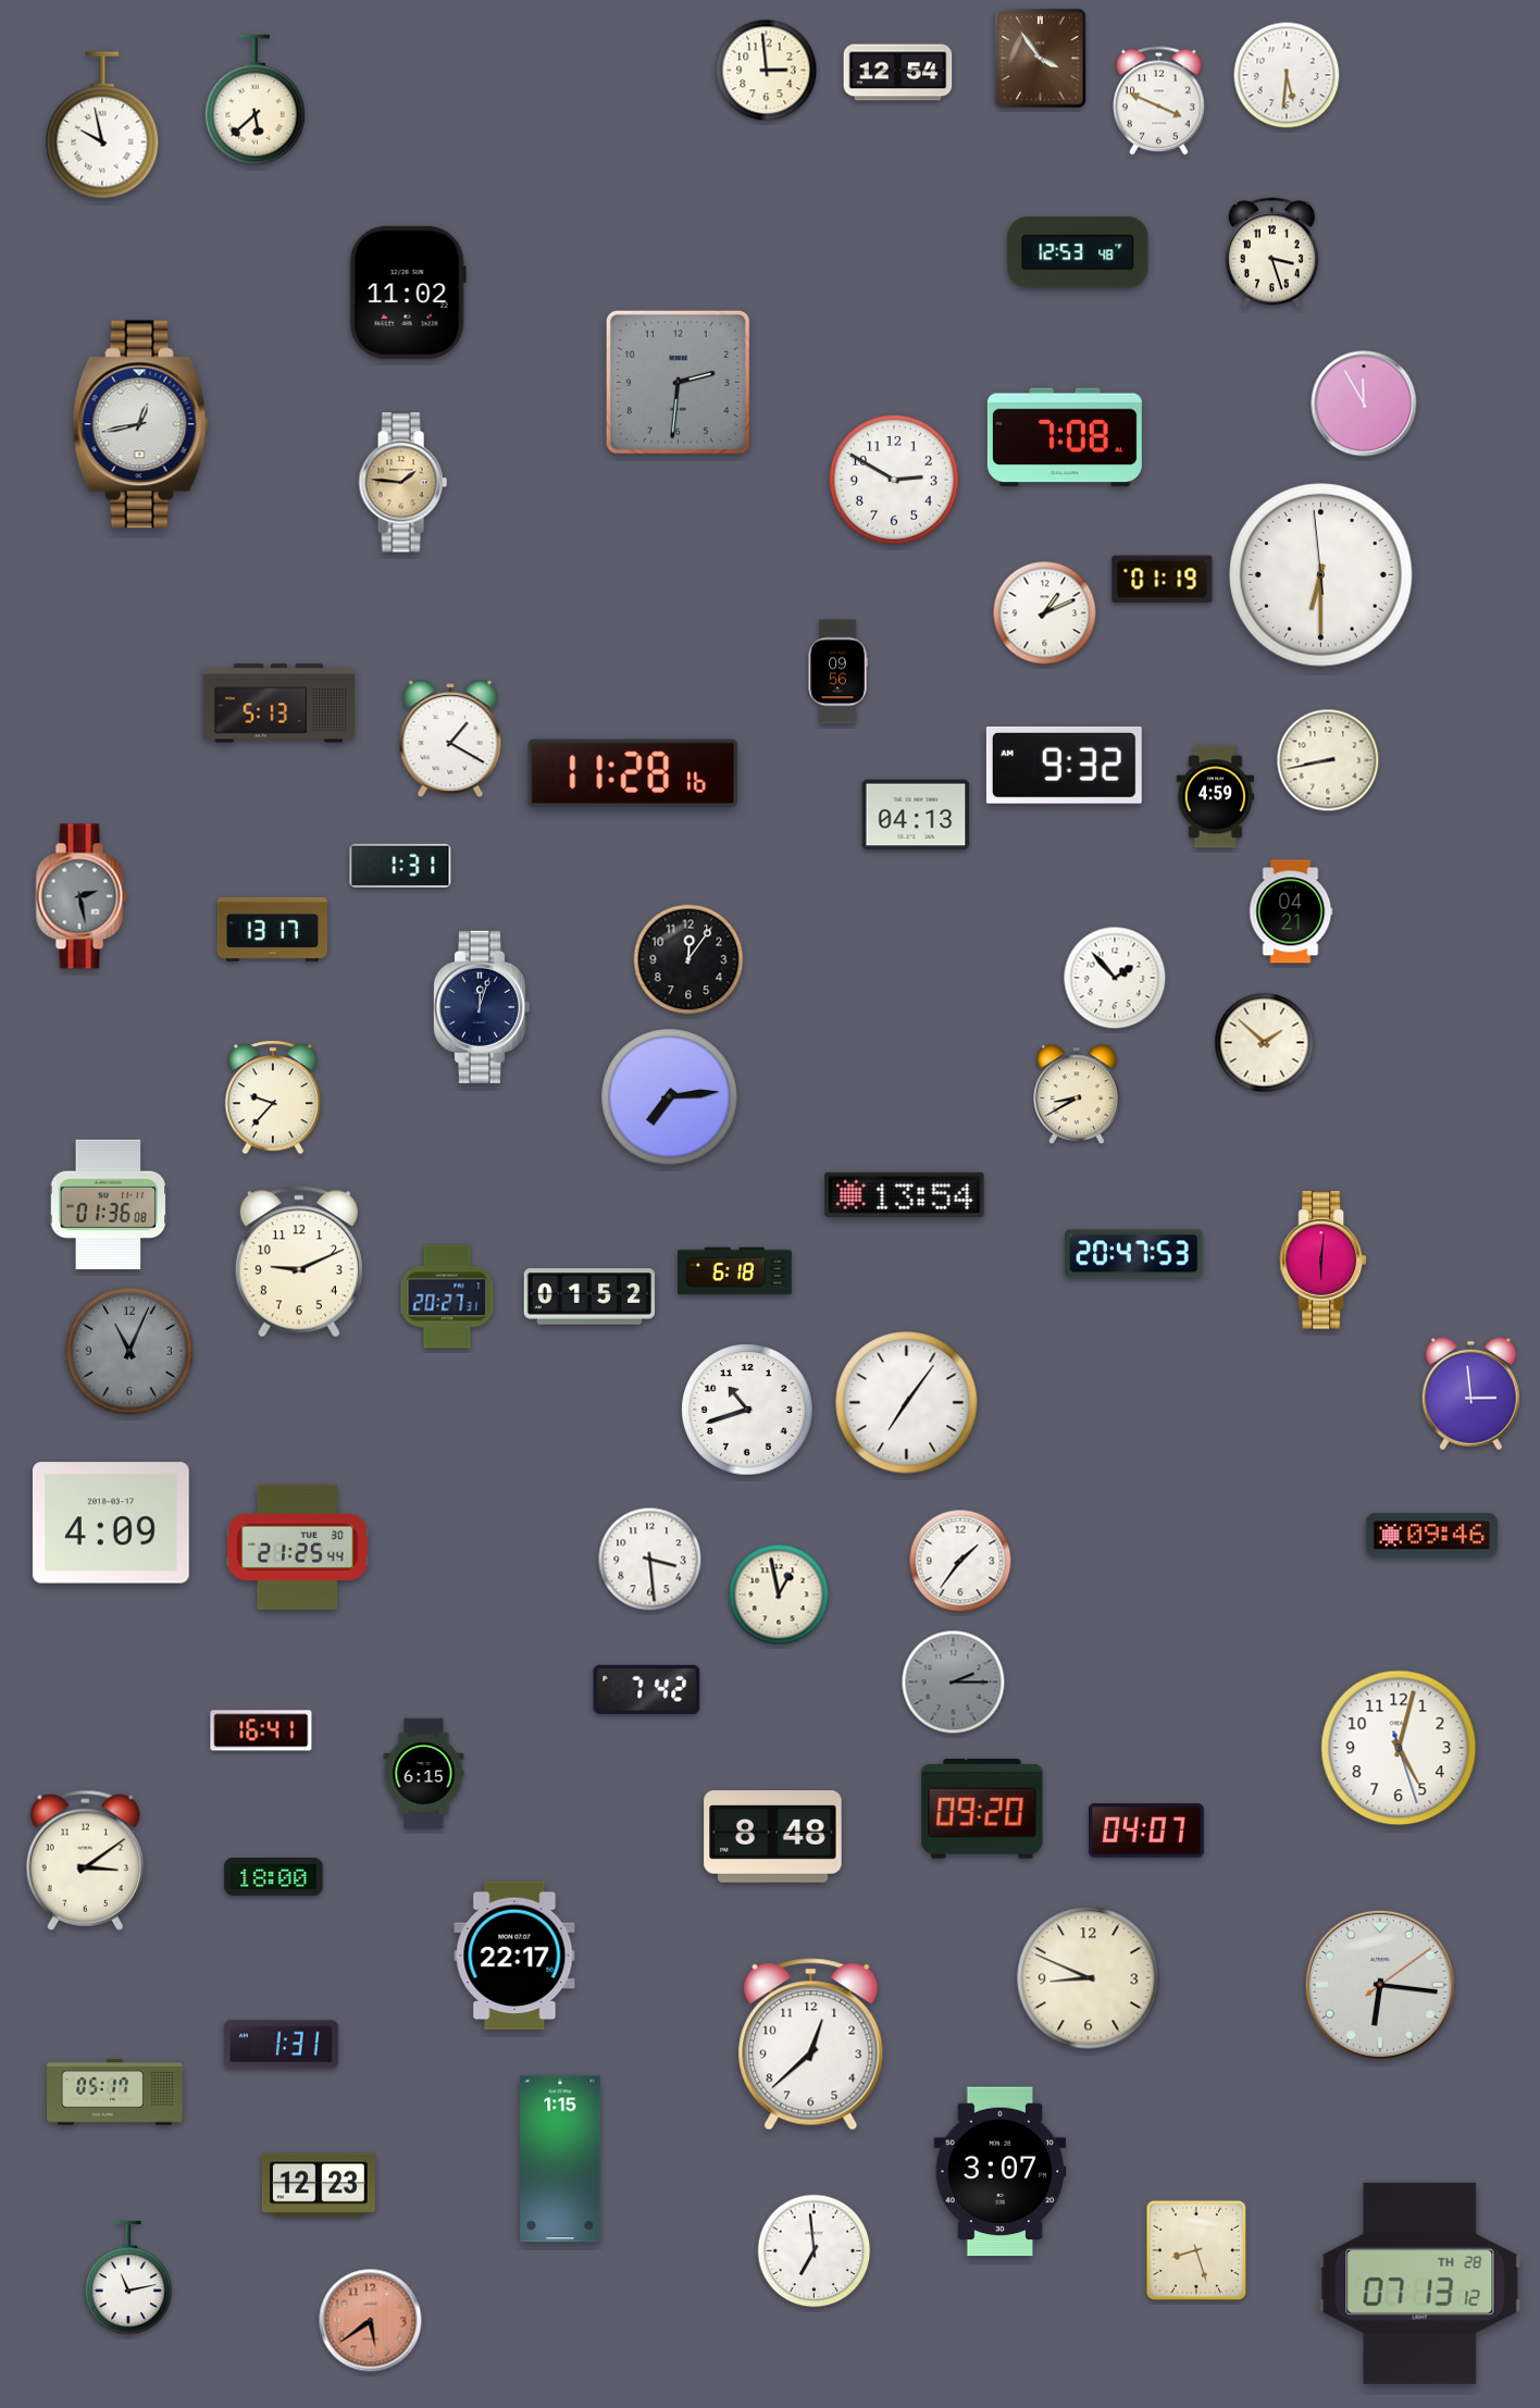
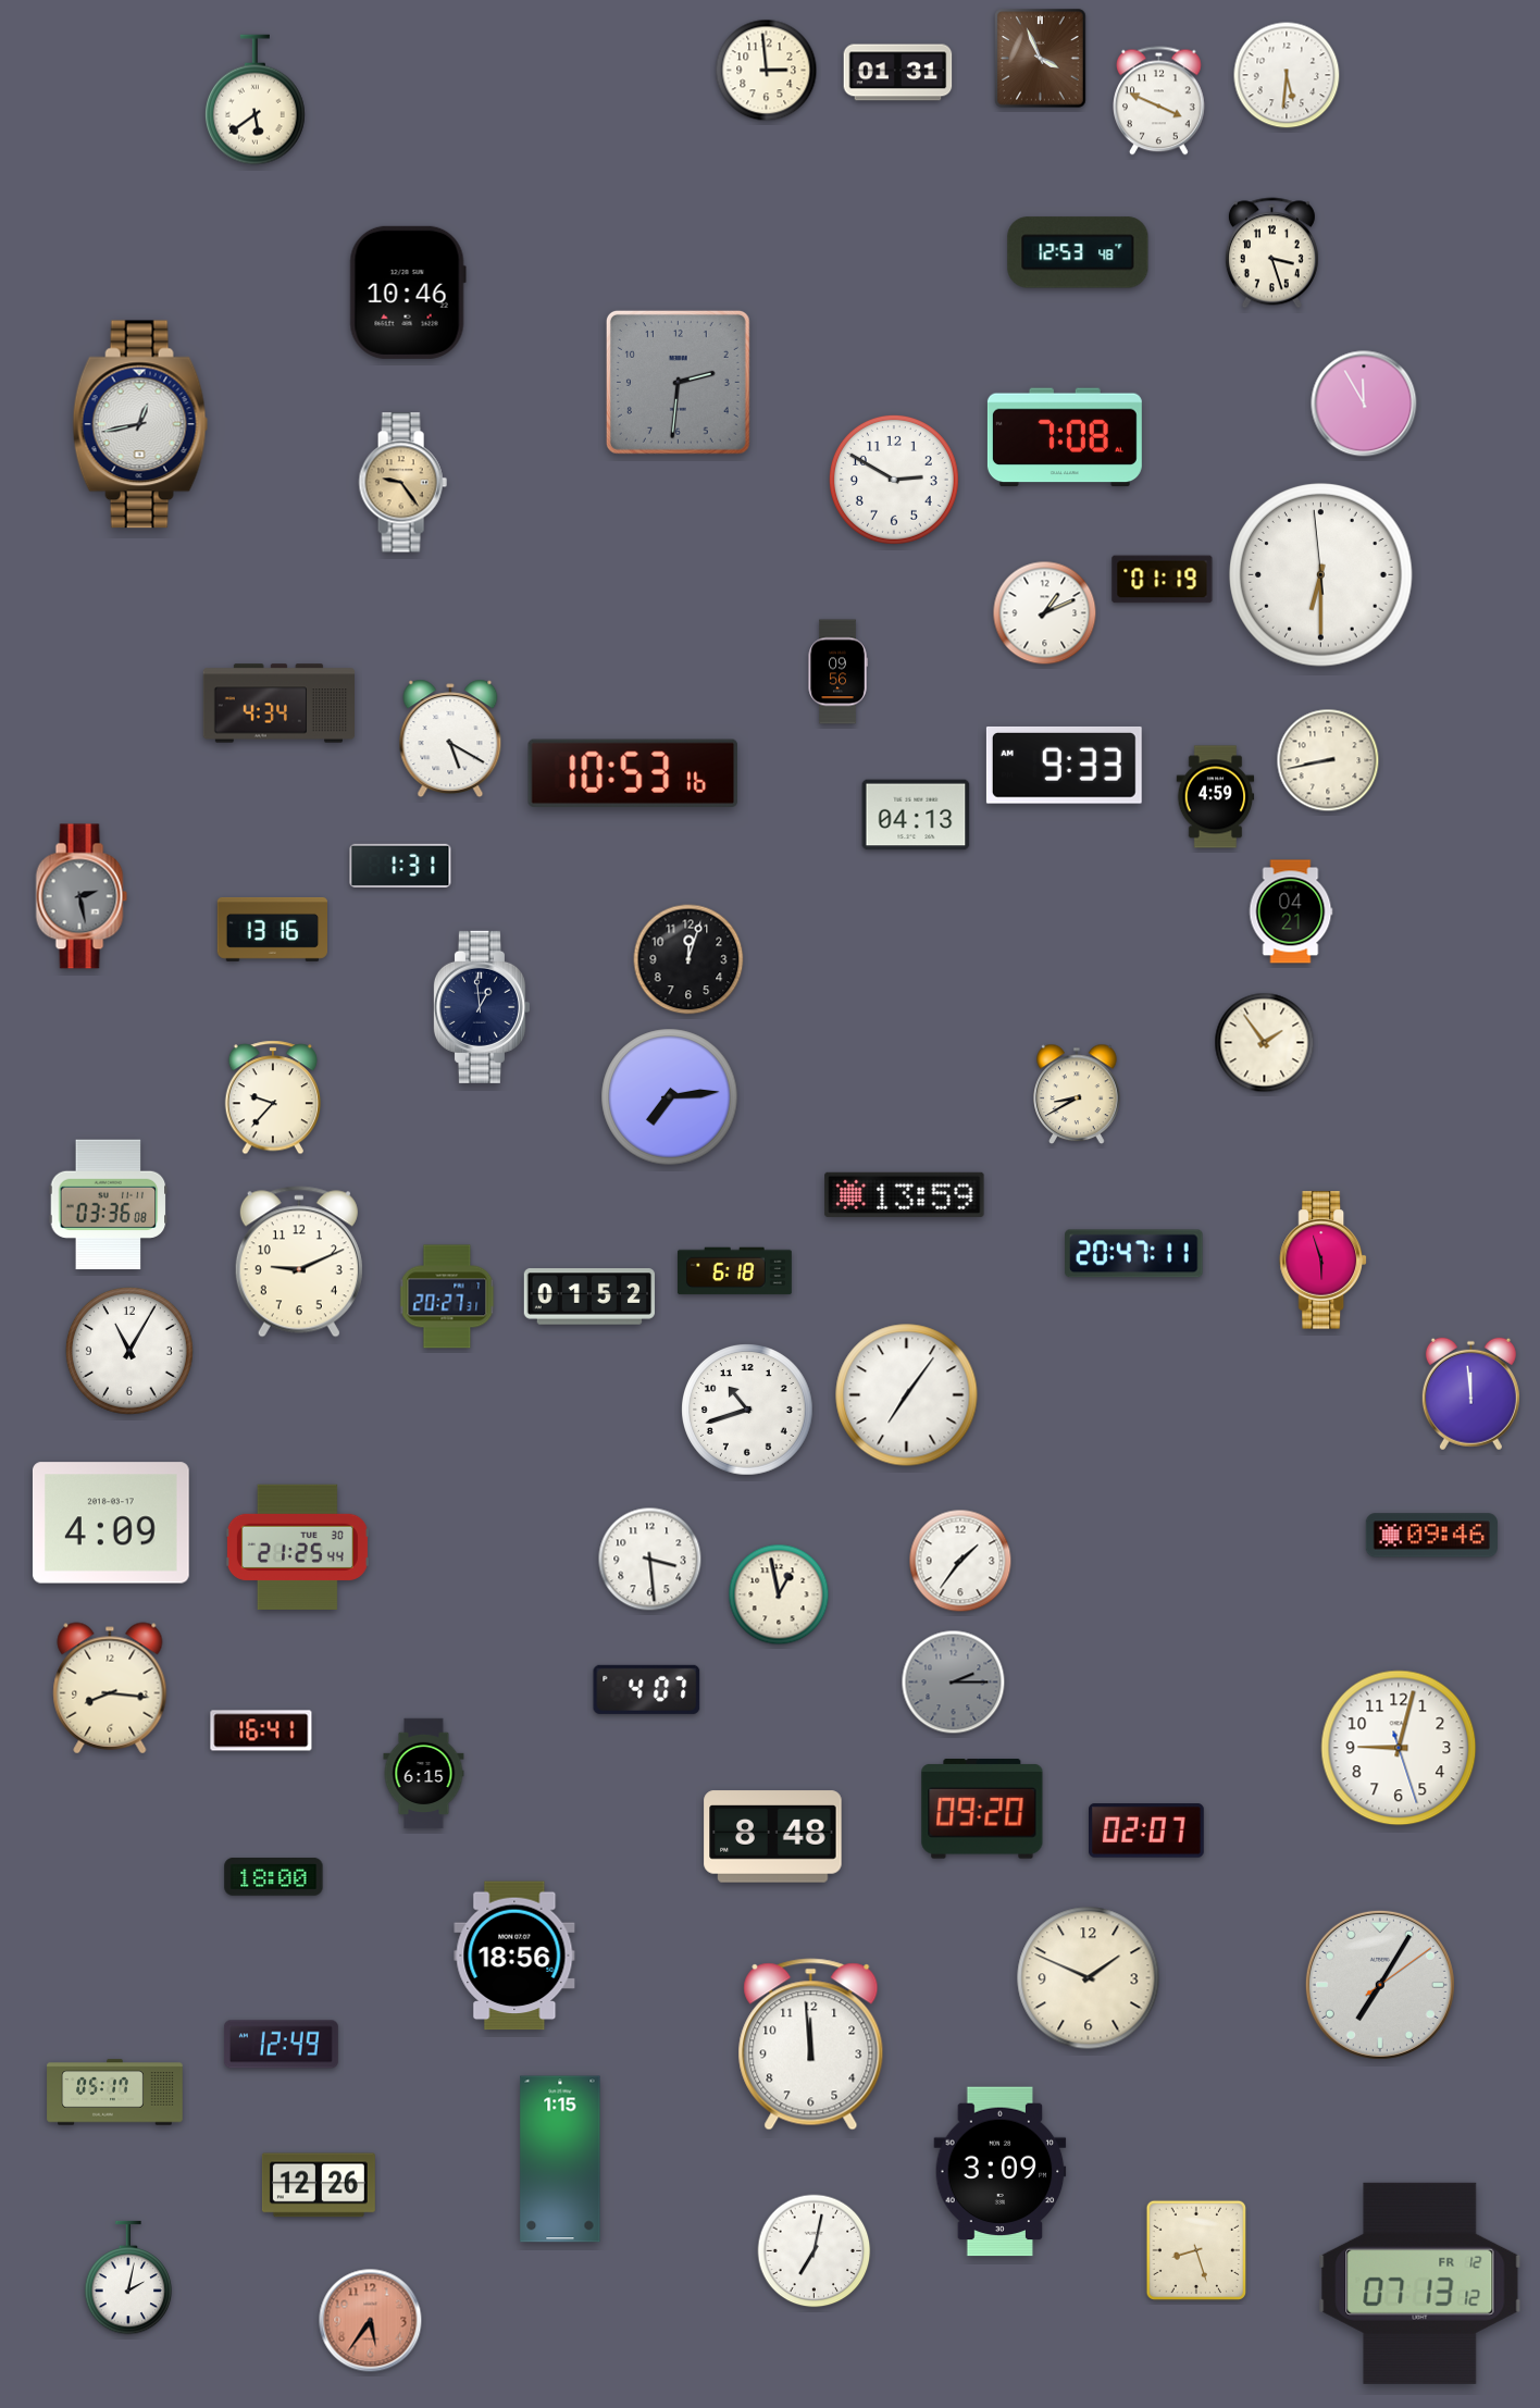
clock at (1041, 59): 3:54 -> 3:56
clock at (898, 73): 12:54 -> 01:31
clock at (254, 100): 5:38 -> 5:39
clock at (102, 125): 9:58 -> none
clock at (408, 293): 11:02 -> 10:46
clock at (402, 483): 1:46 -> 9:24
clock at (278, 704): 5:13 -> 4:34
clock at (450, 738): 1:20 -> 5:20
clock at (1064, 766): 9:32 -> 9:33
clock at (633, 772): 11:28 -> 10:53
clock at (272, 929): 13:17 -> 13:16
clock at (688, 959): 12:06 -> 12:03
clock at (1115, 978): 1:53 -> none
clock at (481, 1007): 12:03 -> 12:59
clock at (1265, 1043): 1:52 -> 1:54
clock at (905, 1194): 13:54 -> 13:59
clock at (109, 1205): 01:36 -> 03:36
clock at (1134, 1254): 20:47:53 -> 20:47:11
clock at (1322, 1261): 6:01 -> 5:57
clock at (129, 1351): 11:04 -> 11:05
clock at (129, 1351) dial: grey -> white
clock at (1470, 1394): 2:59 -> 11:59
clock at (907, 1403) position: (907, 1403) -> (907, 1395)
clock at (110, 1688): none -> 8:16
clock at (647, 1689): 7:42 -> 4:07
clock at (1399, 1748): 5:02 -> 9:02
clock at (1147, 1830): 04:07 -> 02:07
clock at (85, 1860): 3:09 -> none
clock at (514, 1956): 22:17 -> 18:56
clock at (1089, 1978): 8:49 -> 1:49
clock at (1380, 1985): 6:16 -> 7:05
clock at (281, 2045): 1:31 -> 12:49
clock at (811, 2045): 12:38 -> 11:59
clock at (1001, 2172): 3:07 -> 3:09
clock at (319, 2185): 12:23 -> 12:26
clock at (815, 2251): 6:59 -> 7:02
clock at (128, 2277): 11:13 -> 2:02
clock at (1420, 2283) date: TH 28 -> FR 12
clock at (371, 2321): 5:39 -> 5:36
